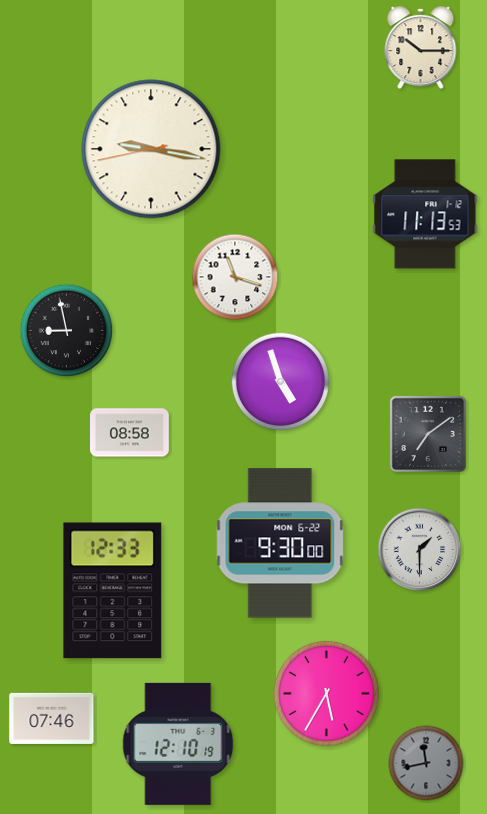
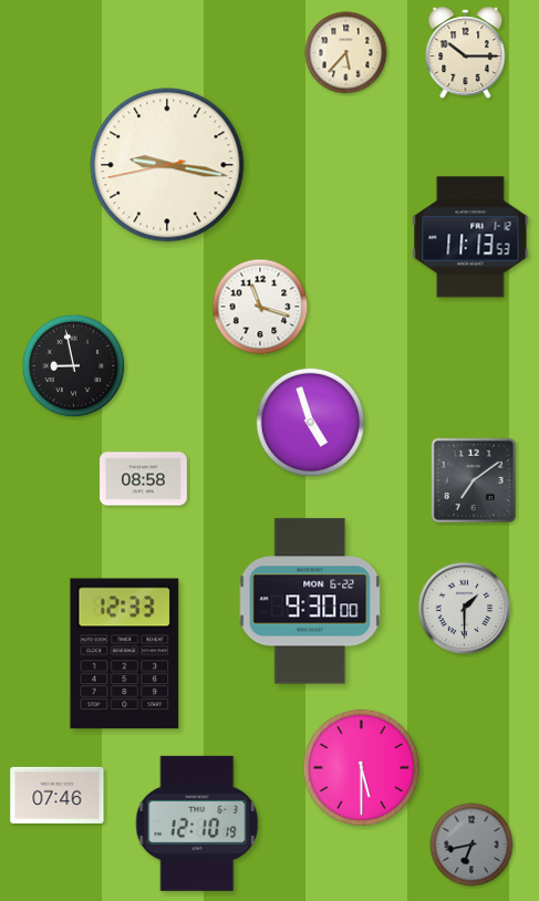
clock at (346, 53): none -> 5:37
clock at (326, 693): 5:35 -> 5:30
clock at (426, 763): 11:43 -> 6:43
